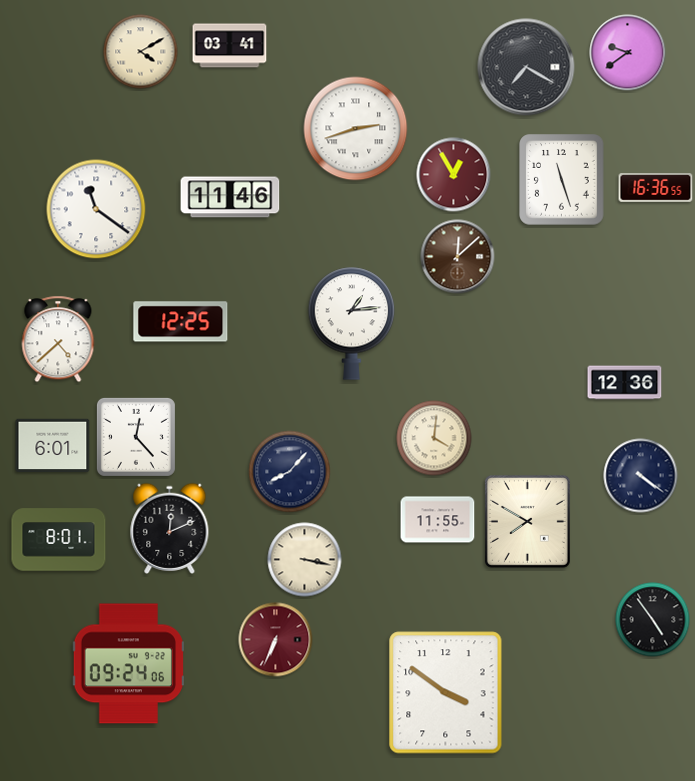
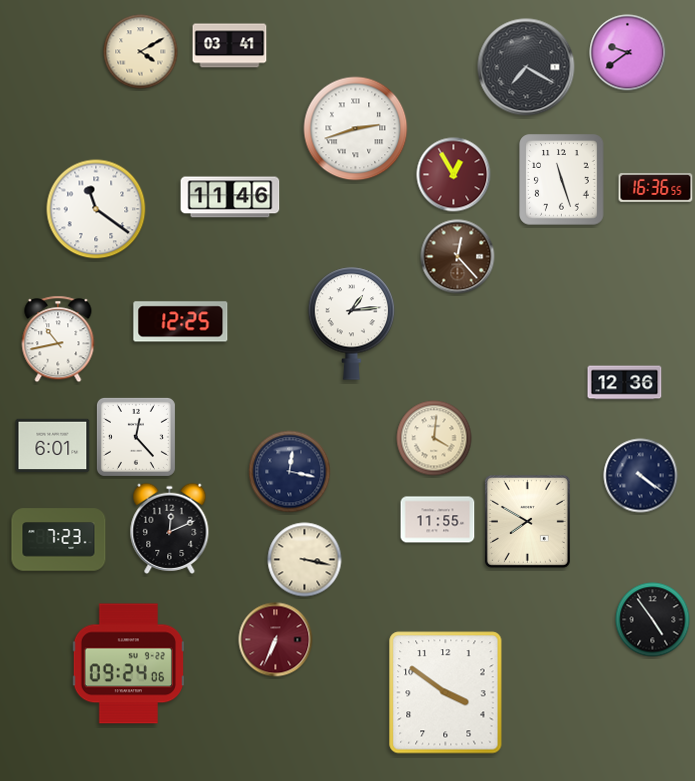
clock at (458, 257): 12:08 -> 12:23
clock at (58, 339): 4:38 -> 10:43
clock at (290, 472): 8:07 -> 12:17
clock at (59, 540): 8:01 -> 7:23
